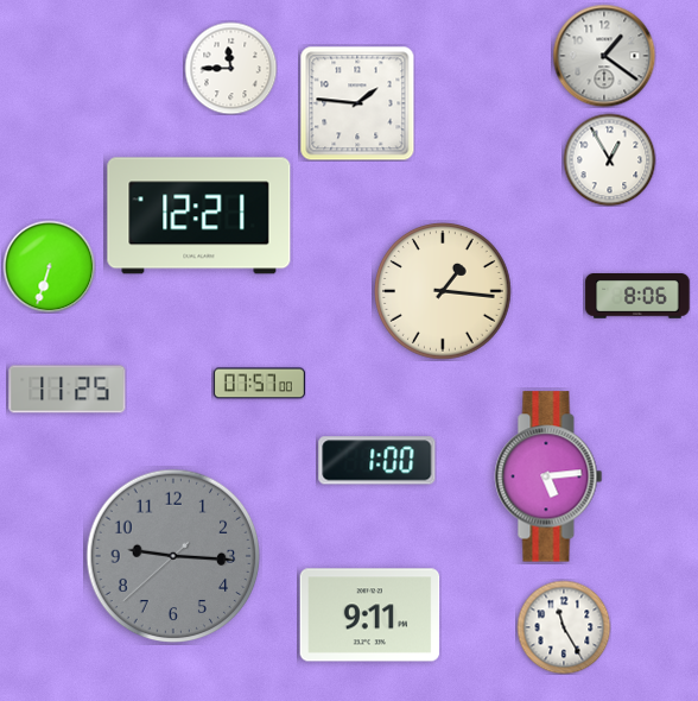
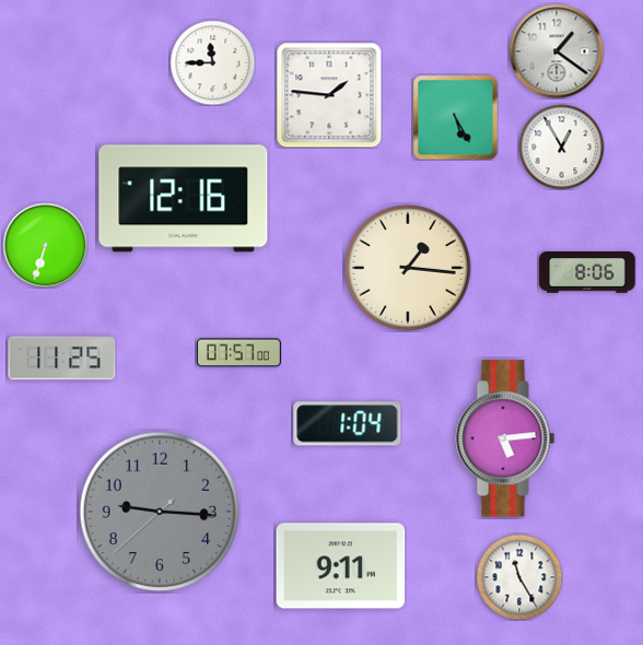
clock at (455, 117): none -> 5:25
clock at (199, 216): 12:21 -> 12:16
clock at (377, 461): 1:00 -> 1:04
